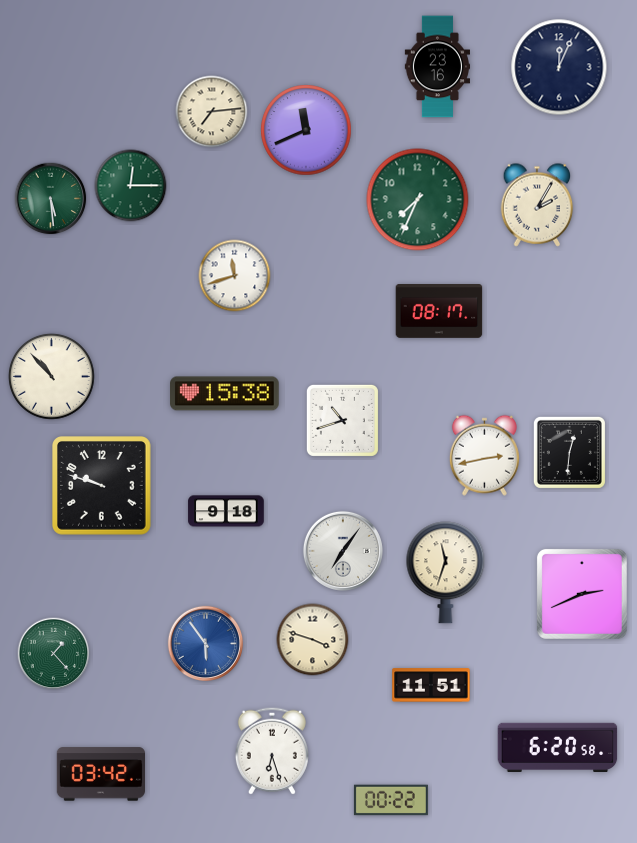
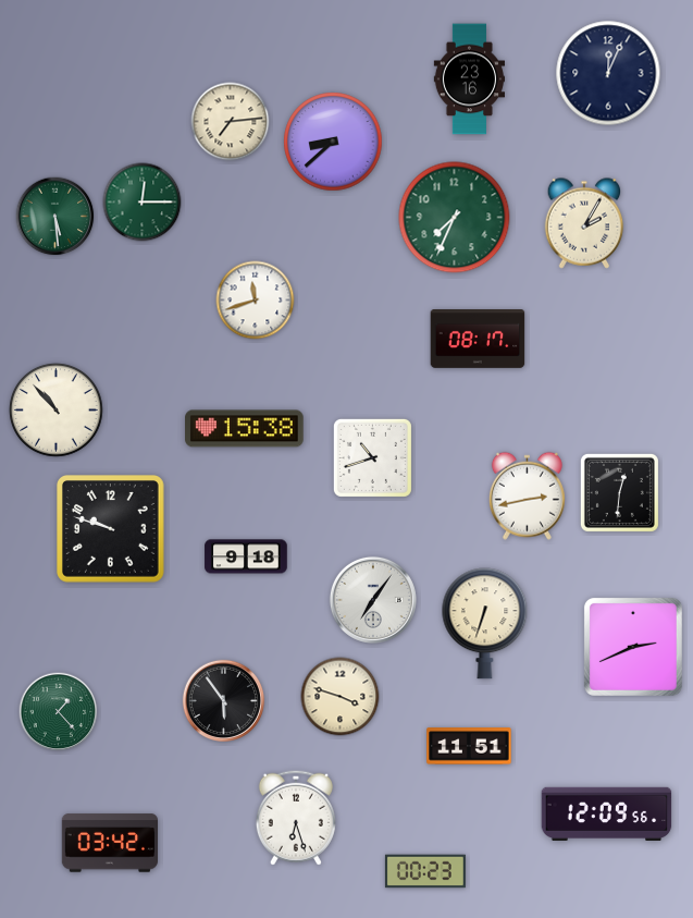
clock at (437, 67) position: (437, 67) -> (469, 79)
clock at (306, 130): 11:41 -> 8:38
clock at (446, 573): 11:33 -> 6:33
clock at (205, 643) dial: blue -> black
clock at (558, 747): 6:20 -> 12:09
clock at (391, 800): 00:22 -> 00:23
